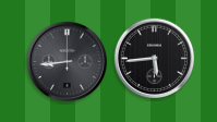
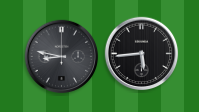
clock at (68, 62): 8:44 -> 8:47
